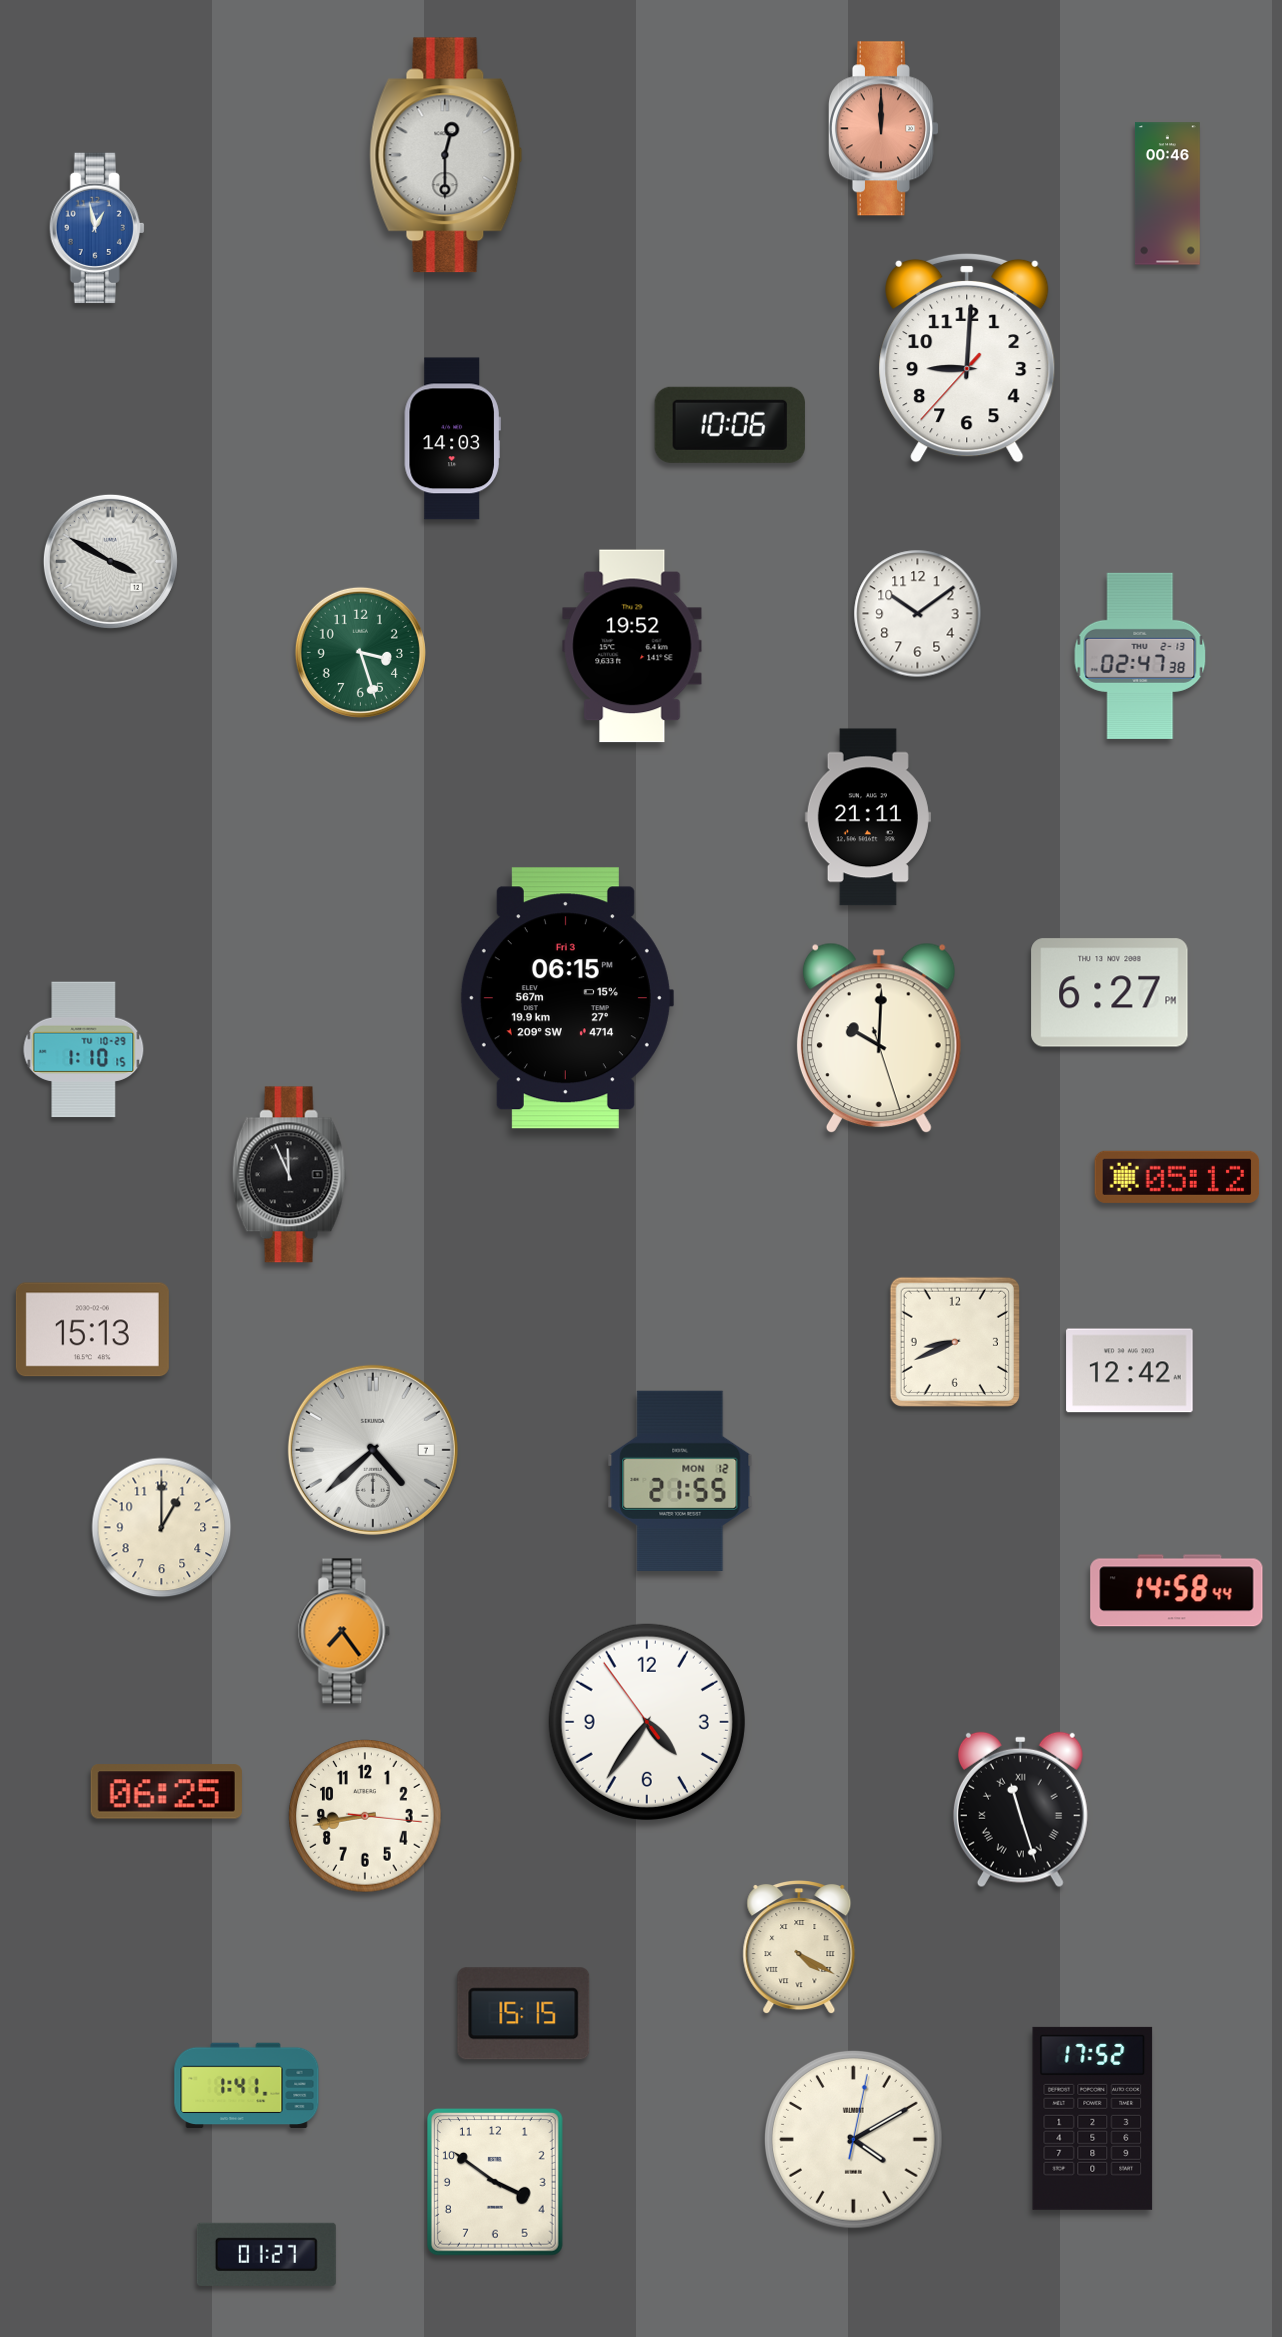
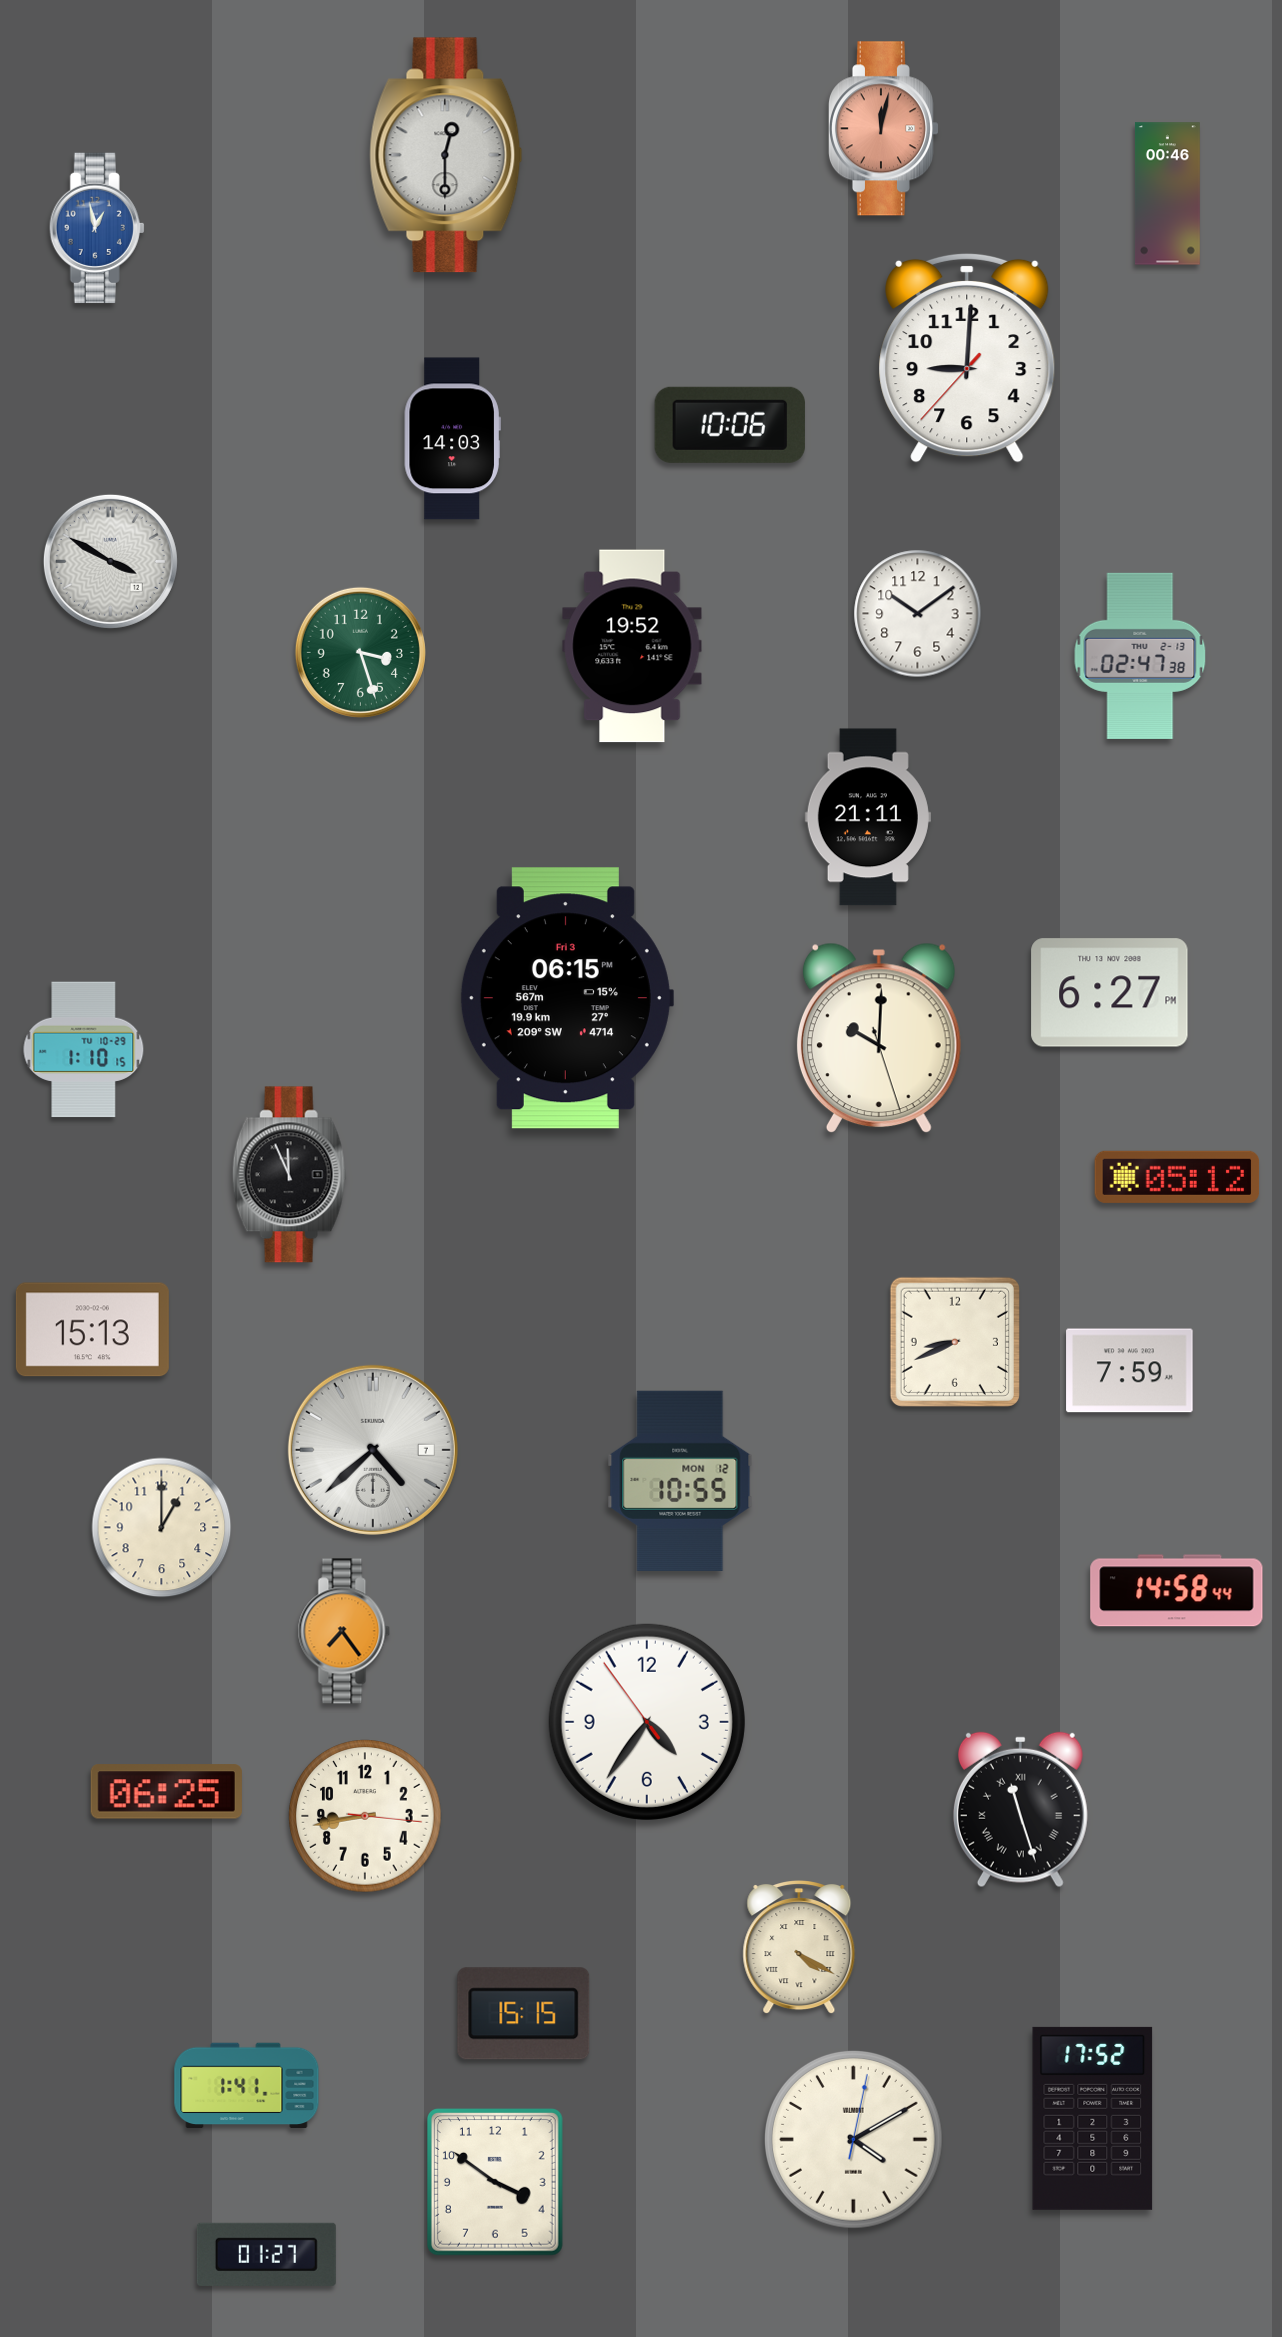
clock at (883, 129): 12:00 -> 12:02
clock at (1130, 1371): 12:42 -> 7:59
clock at (680, 1481): 21:55 -> 10:55
